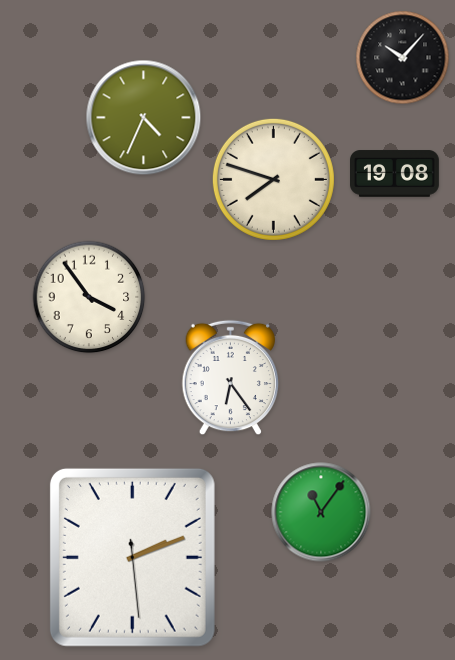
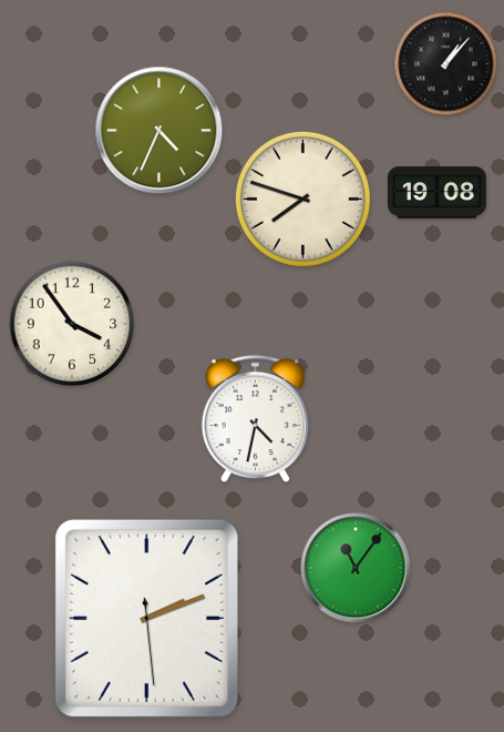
clock at (403, 58): 10:07 -> 1:07
clock at (89, 297) position: (89, 297) -> (72, 324)
clock at (231, 378): 6:24 -> 4:32
